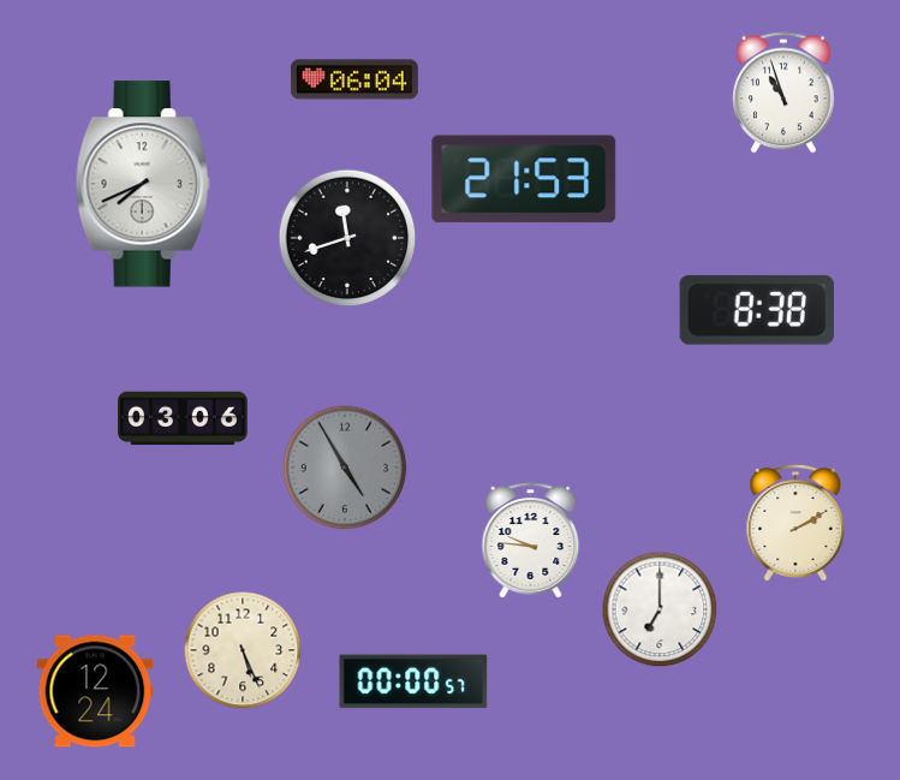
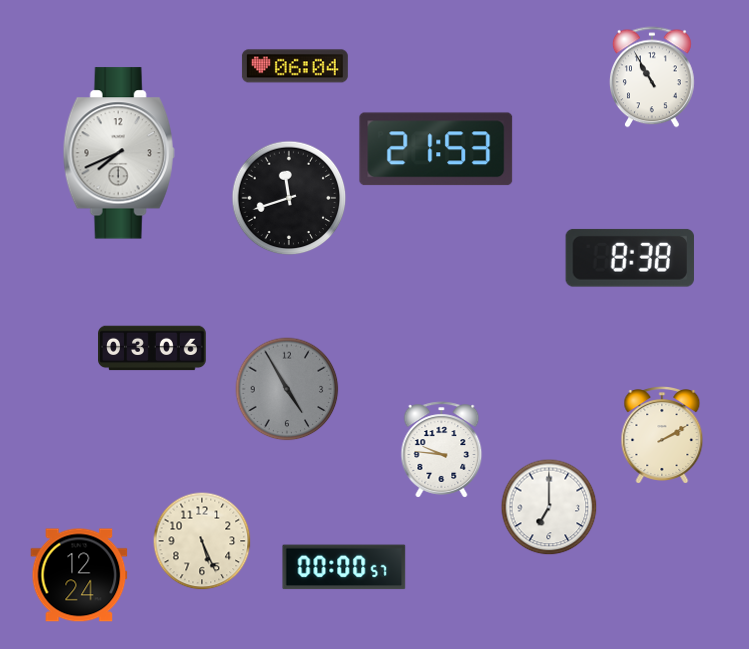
clock at (783, 93): 10:57 -> 10:55
